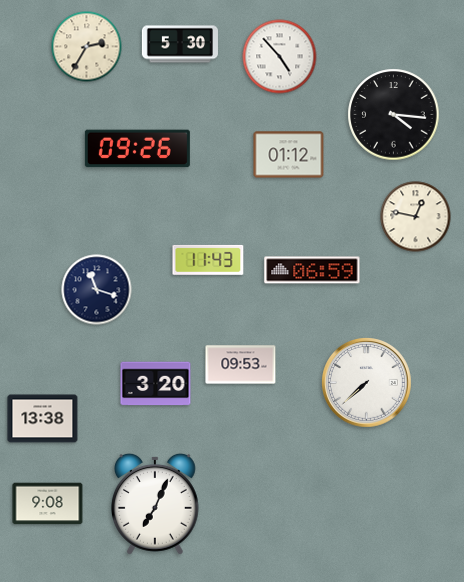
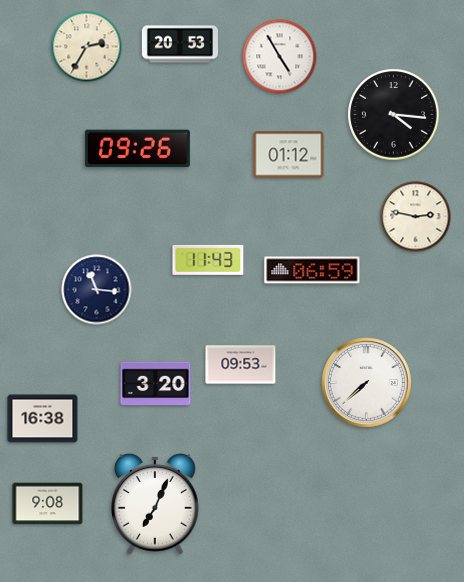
clock at (180, 44): 5:30 -> 20:53
clock at (280, 57): 4:53 -> 4:55
clock at (416, 217): 12:47 -> 2:47
clock at (97, 290): 11:18 -> 11:16
clock at (43, 419): 13:38 -> 16:38
